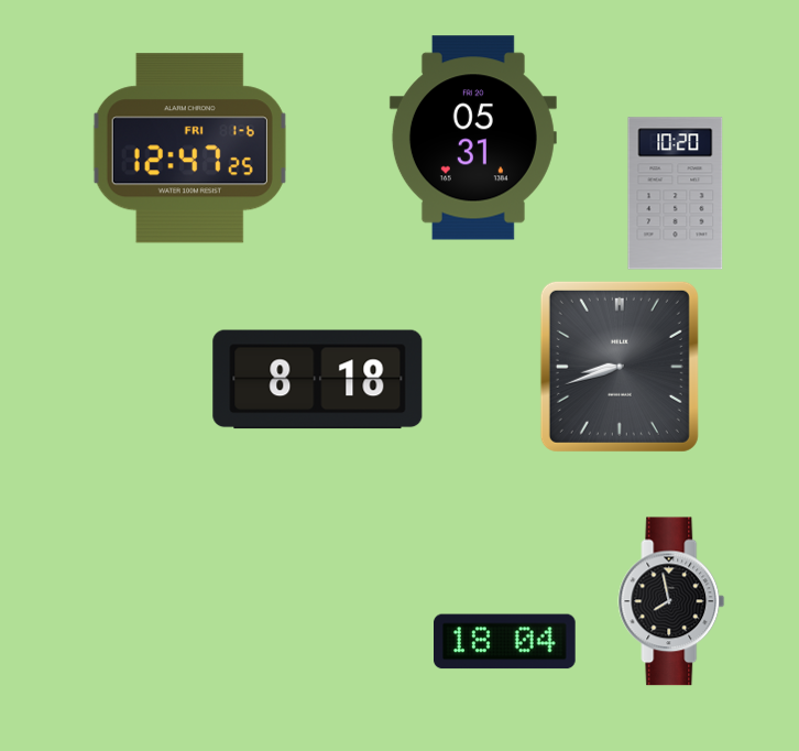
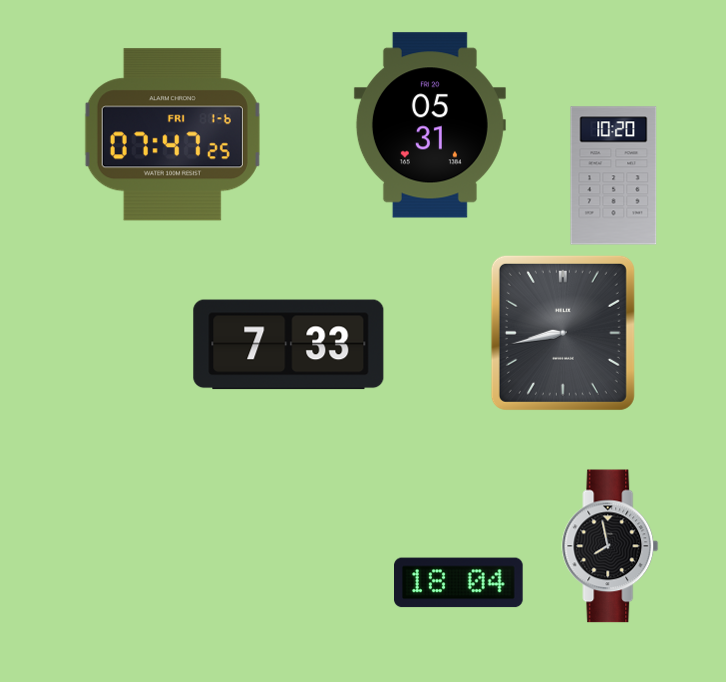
clock at (189, 149): 12:47 -> 07:47
clock at (620, 367): 8:42 -> 8:43
clock at (318, 380): 8:18 -> 7:33
